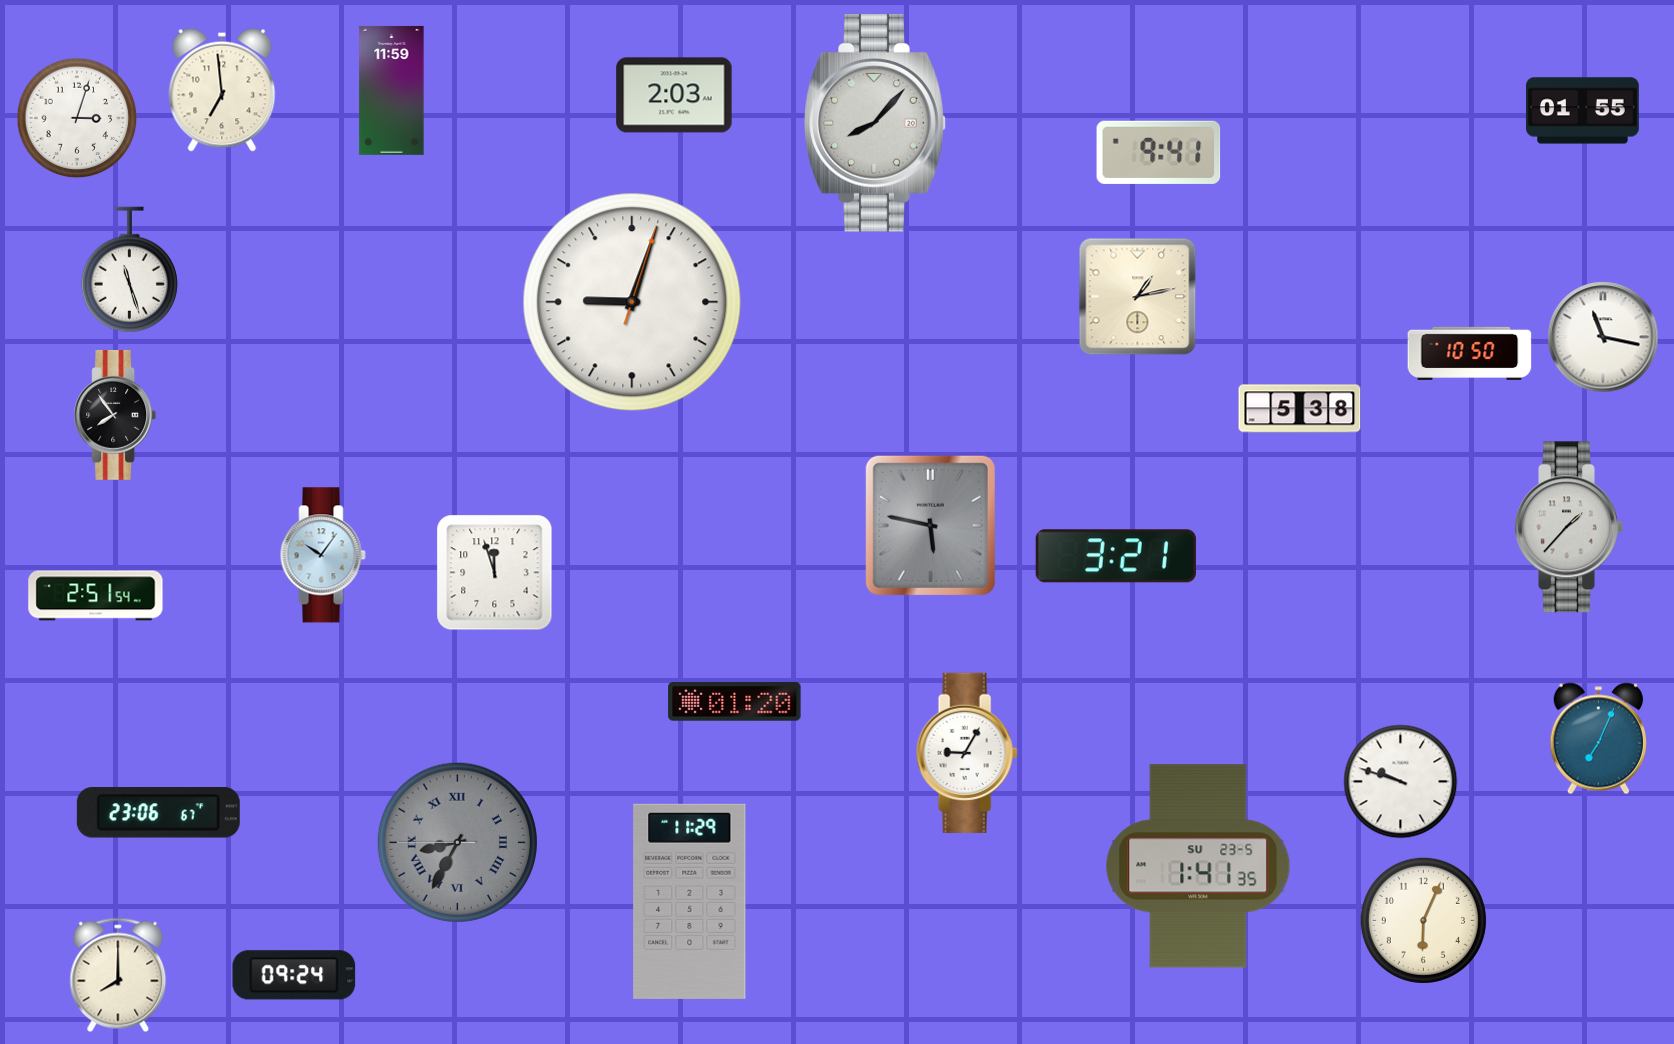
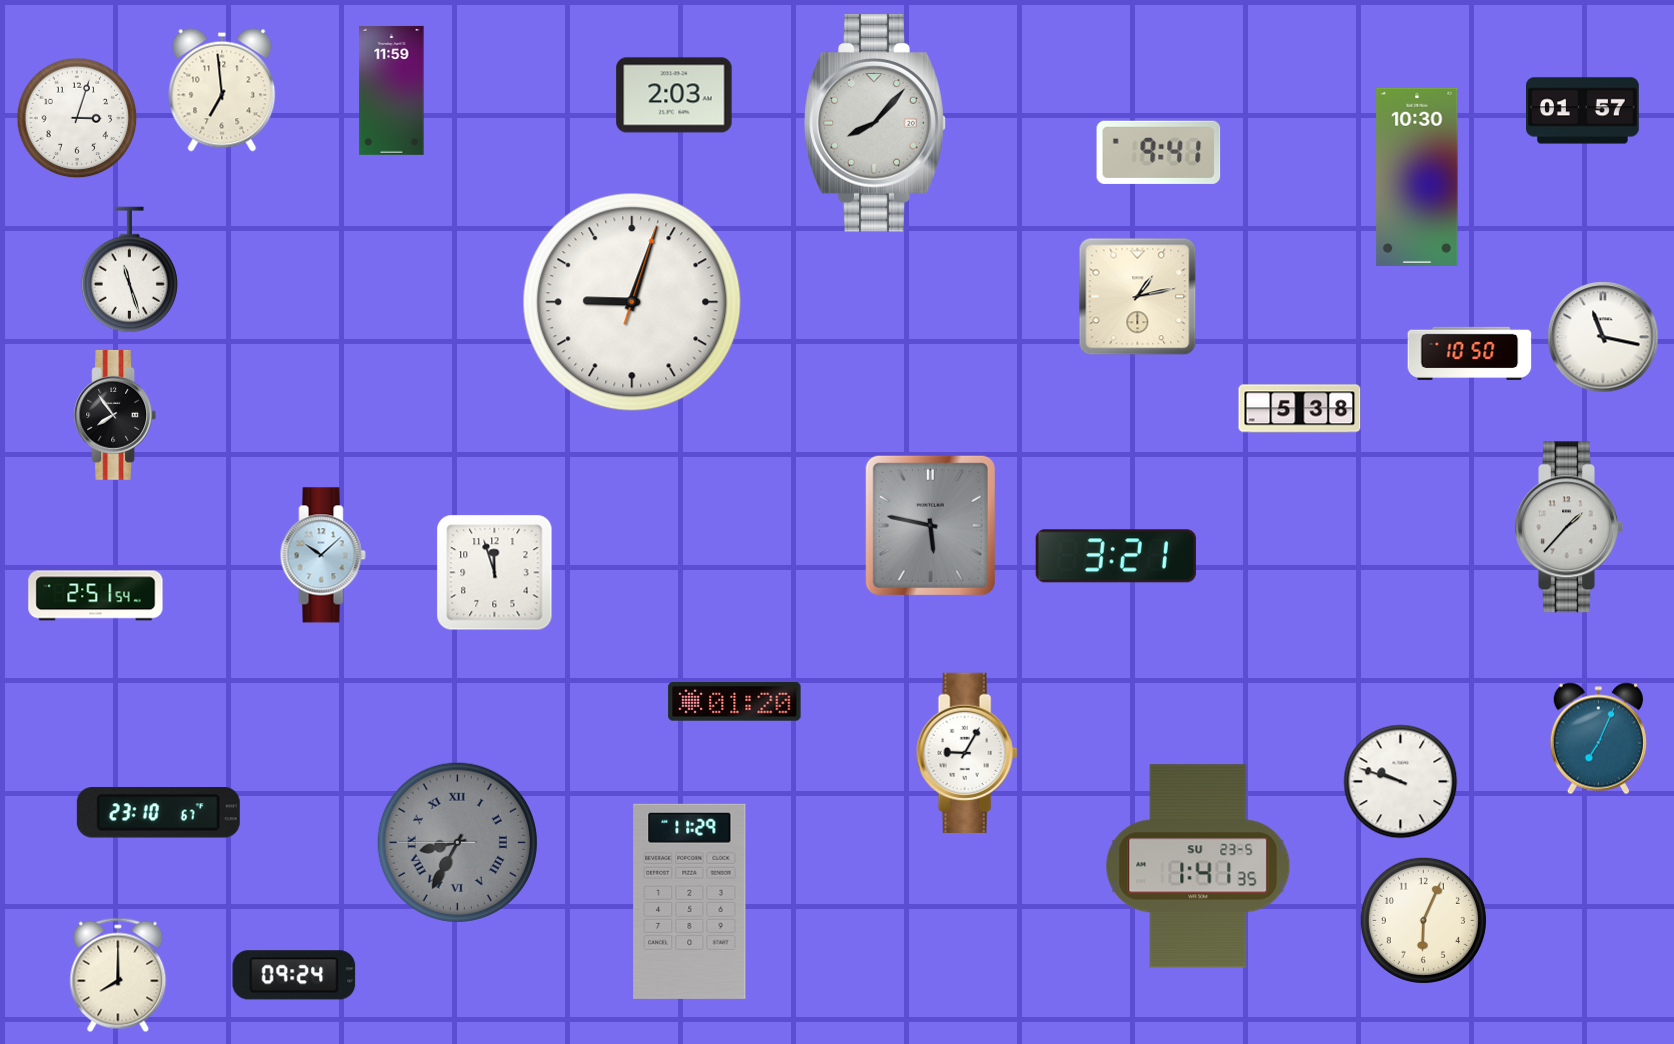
clock at (1583, 111): 01:55 -> 01:57
clock at (1417, 177): none -> 10:30
clock at (323, 555): 10:06 -> 10:08
clock at (158, 813): 23:06 -> 23:10
